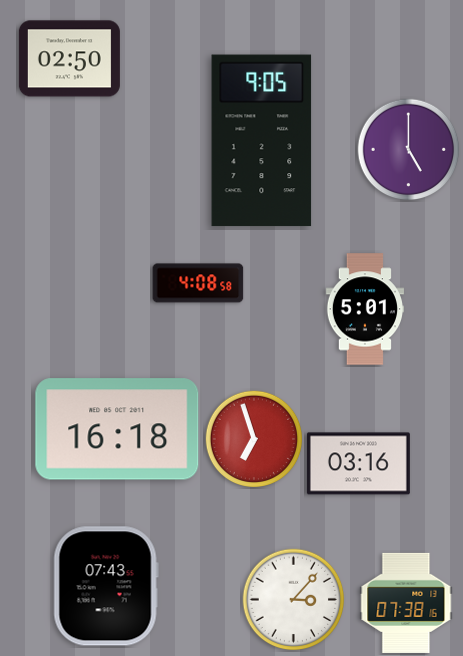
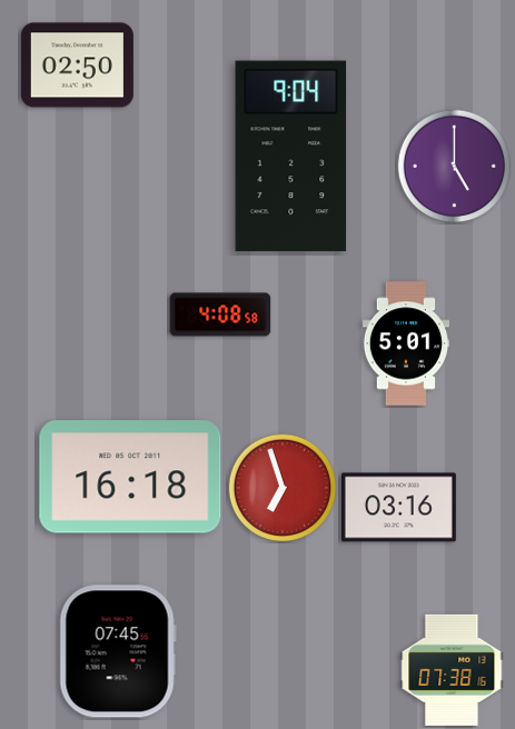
clock at (262, 141): 9:05 -> 9:04
clock at (358, 464) position: (358, 464) -> (398, 508)
clock at (106, 586): 07:43 -> 07:45
clock at (294, 600): 3:07 -> none
